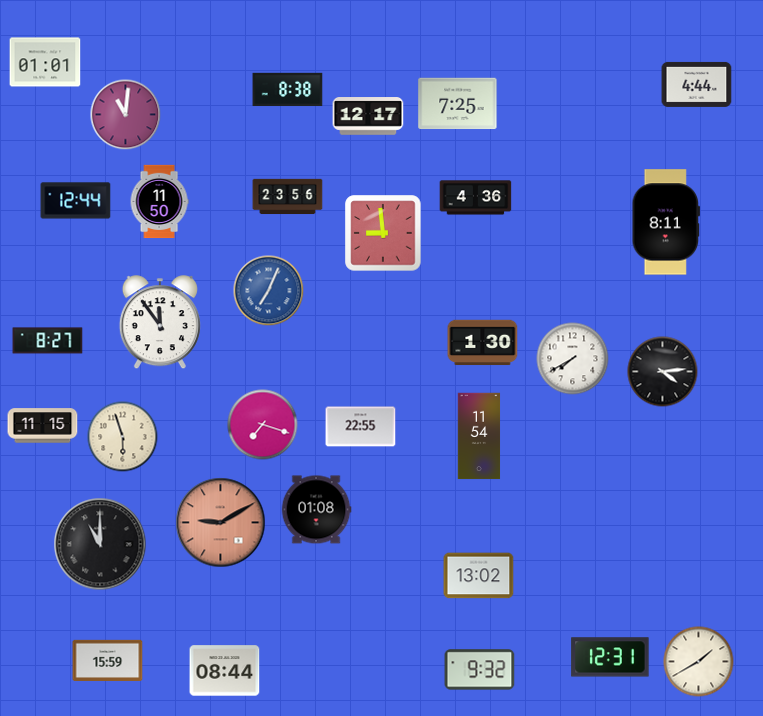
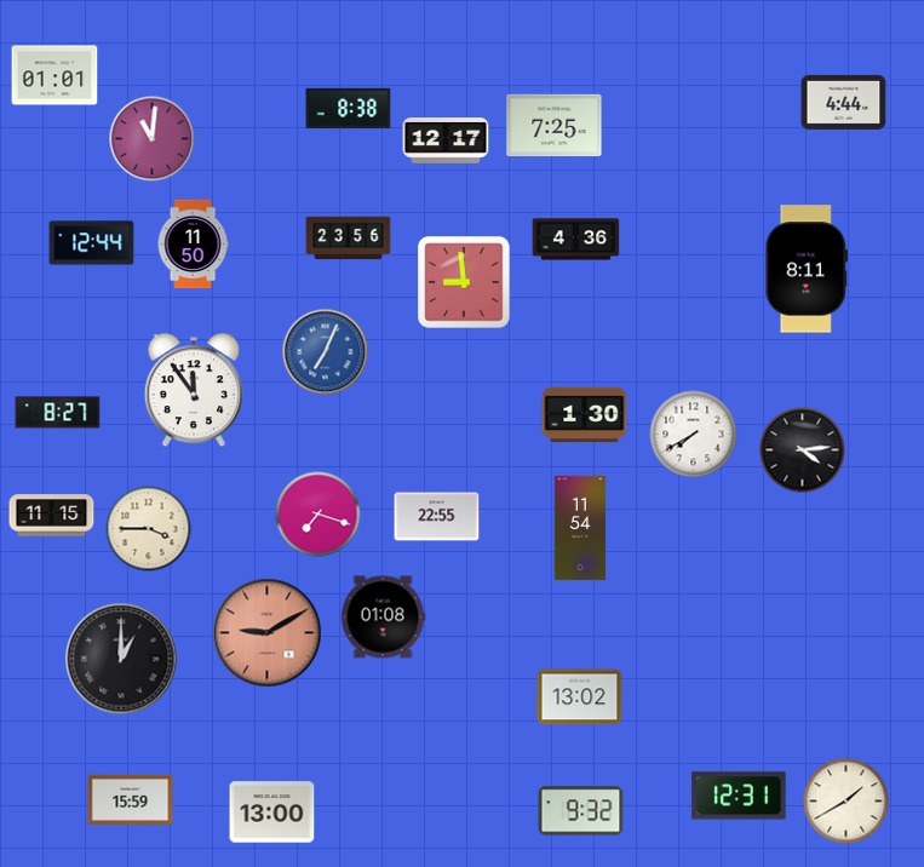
clock at (123, 437): 5:57 -> 3:45
clock at (100, 544): 11:00 -> 1:00
clock at (225, 671): 08:44 -> 13:00
